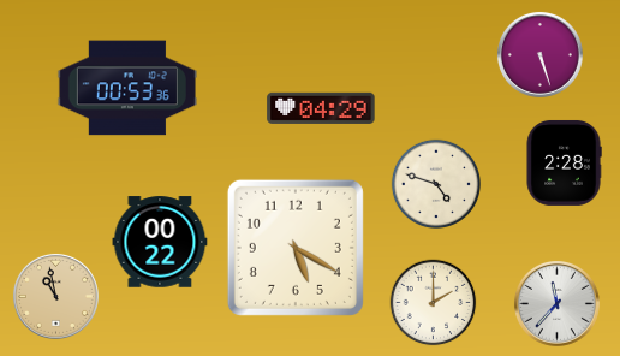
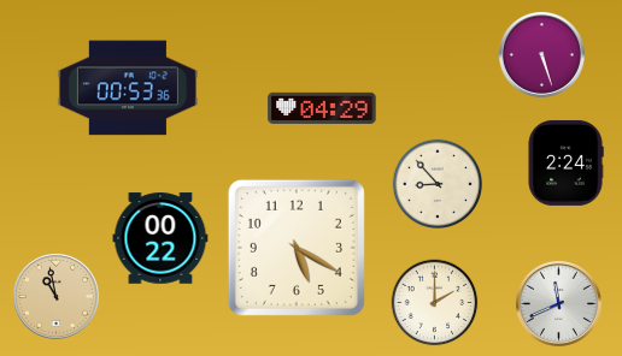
clock at (564, 162): 2:28 -> 2:24
clock at (435, 183): 4:48 -> 8:53
clock at (160, 242) position: (160, 242) -> (160, 238)
clock at (556, 303): 11:37 -> 11:41
